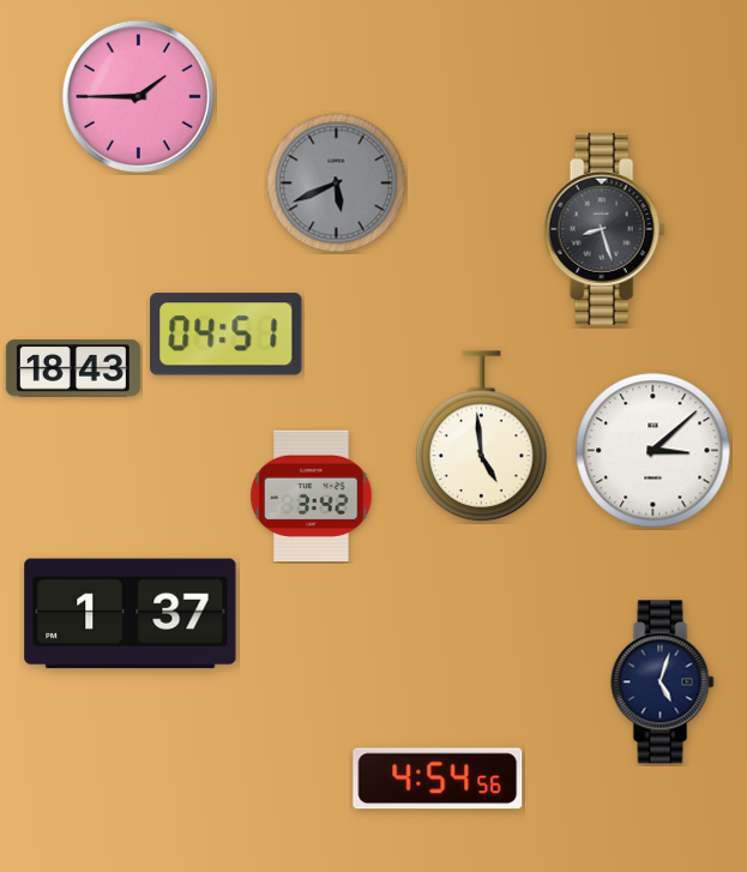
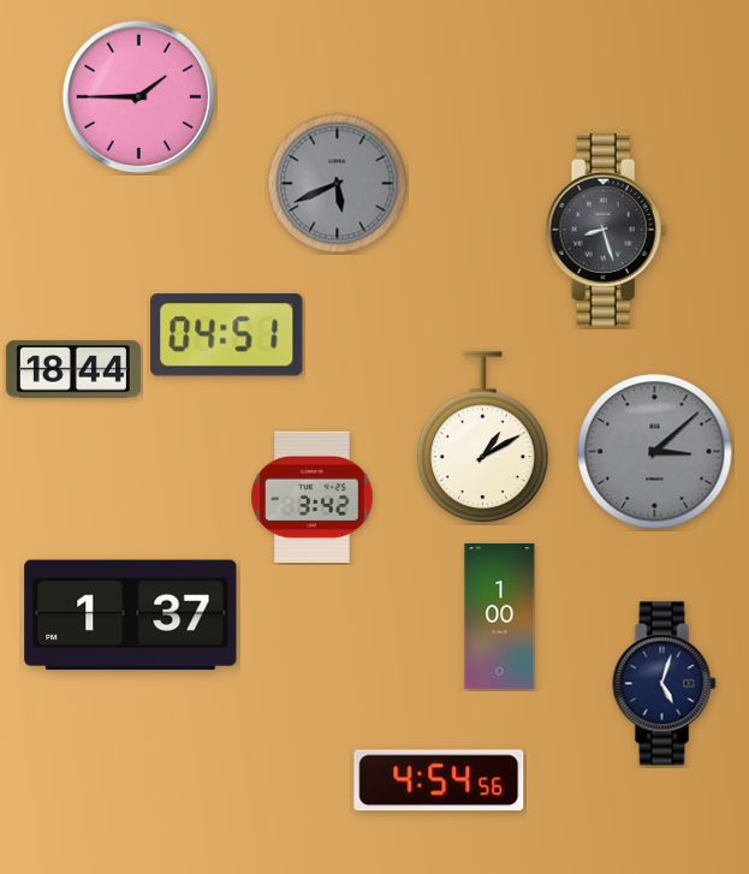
clock at (73, 368): 18:43 -> 18:44
clock at (482, 437): 4:59 -> 1:10
clock at (653, 451) dial: white -> grey
clock at (500, 617): none -> 1:00
